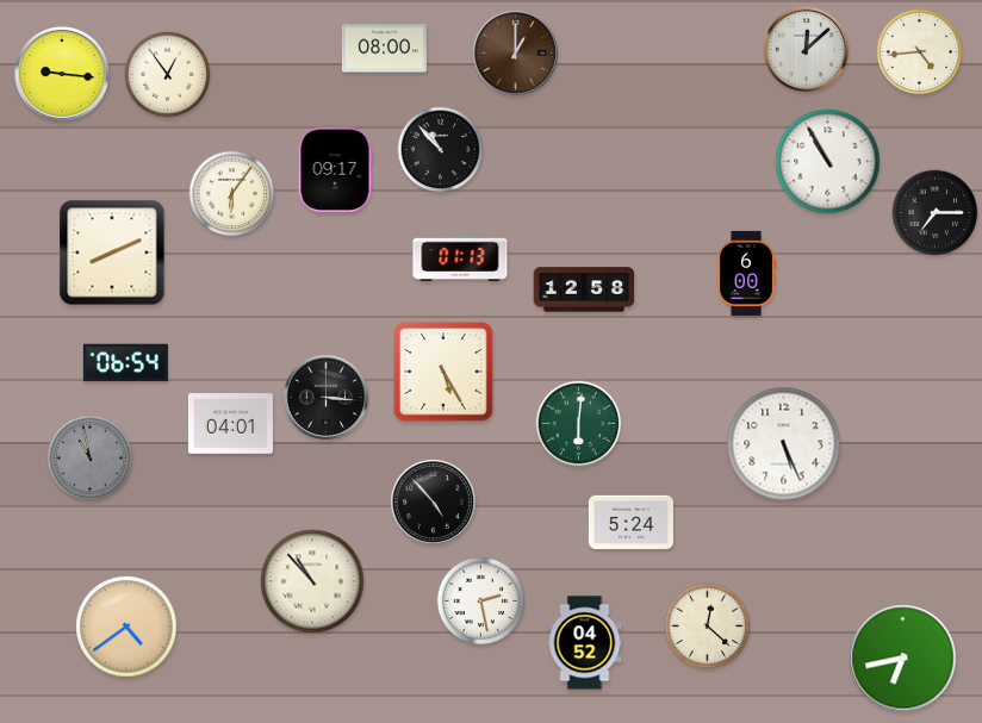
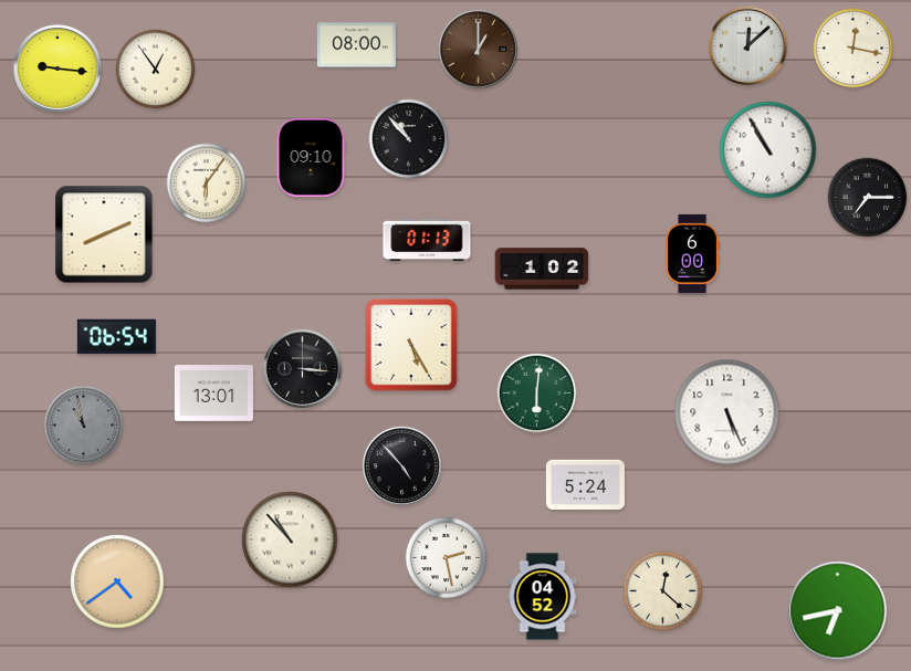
clock at (920, 52): 4:44 -> 12:17
clock at (335, 169): 09:17 -> 09:10
clock at (232, 194) position: (232, 194) -> (207, 184)
clock at (584, 289): 12:58 -> 1:02
clock at (230, 424): 04:01 -> 13:01
clock at (708, 627) position: (708, 627) -> (663, 591)
